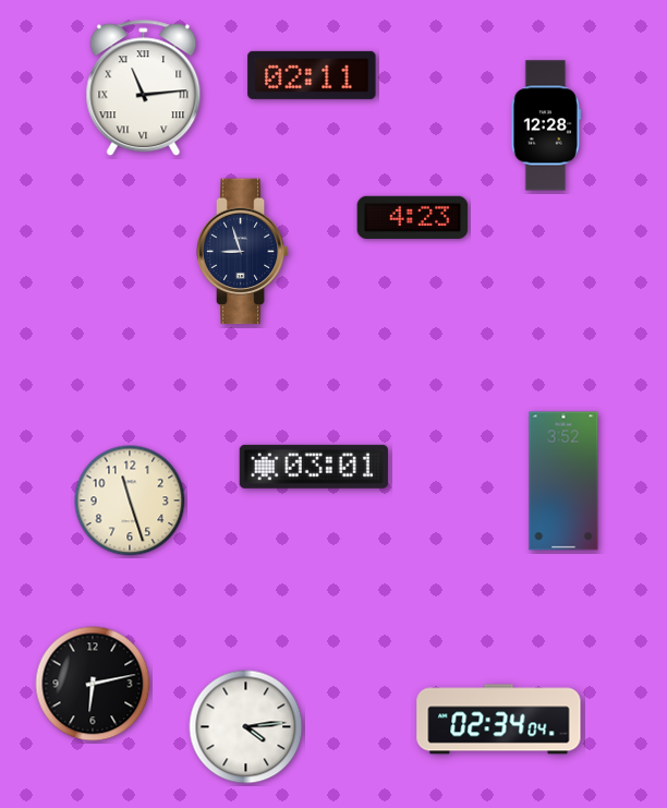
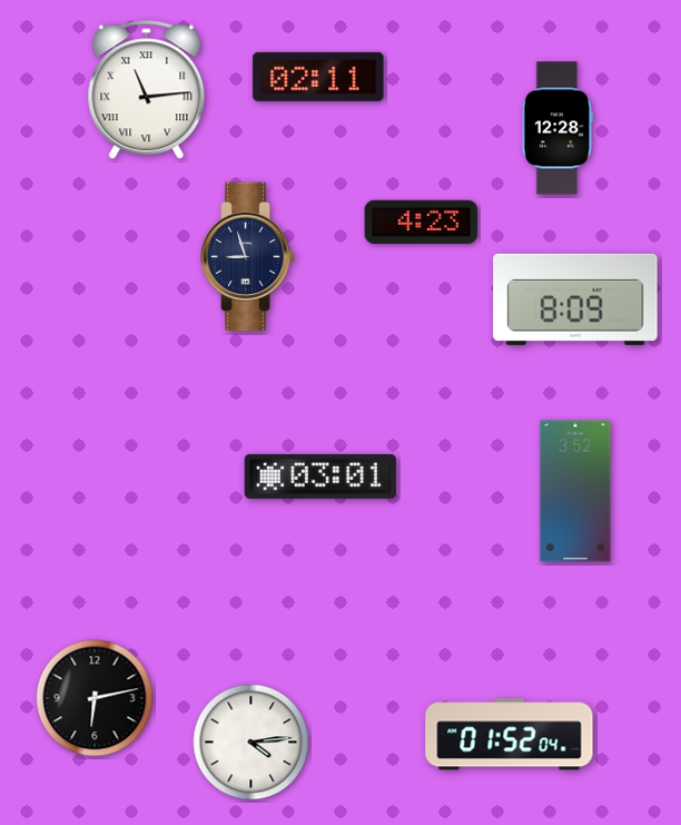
clock at (575, 299): none -> 8:09
clock at (130, 501): 11:27 -> none
clock at (499, 720): 02:34 -> 01:52
